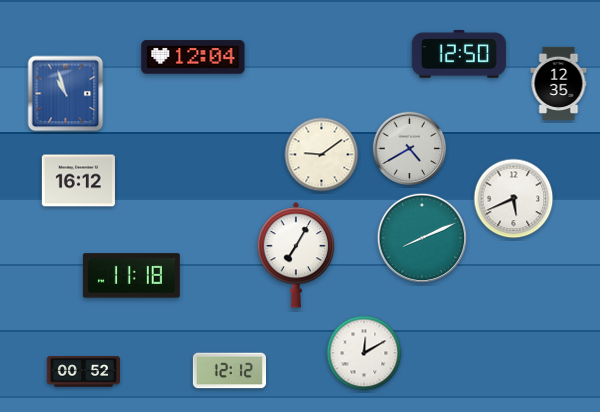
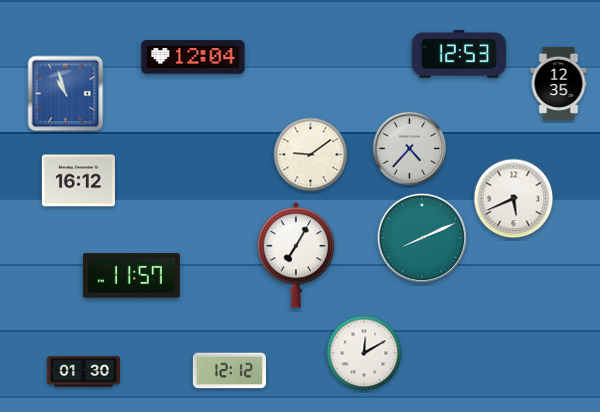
clock at (459, 54): 12:50 -> 12:53
clock at (410, 149): 4:40 -> 4:37
clock at (322, 155) position: (322, 155) -> (311, 155)
clock at (131, 276): 11:18 -> 11:57
clock at (83, 372): 00:52 -> 01:30
